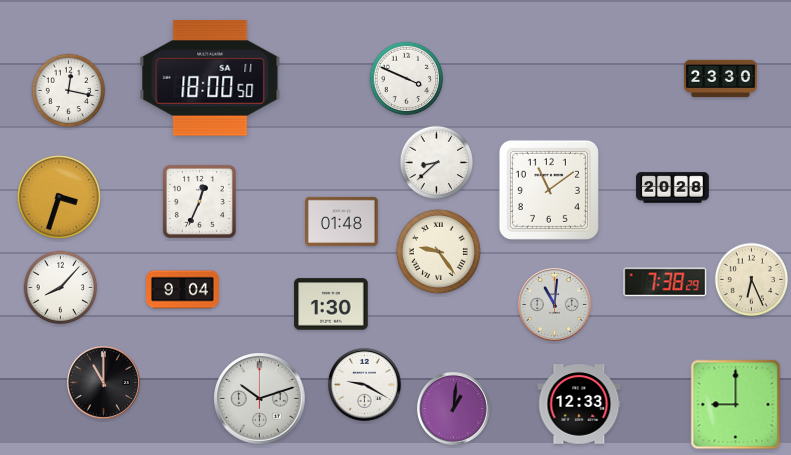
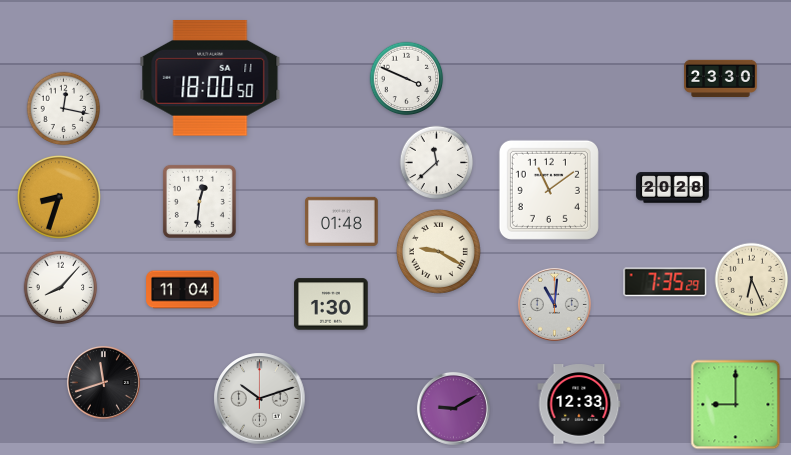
clock at (69, 91) position: (69, 91) -> (64, 109)
clock at (437, 163): 8:38 -> 11:38
clock at (59, 197): 3:33 -> 8:33
clock at (199, 201): 12:34 -> 12:31
clock at (438, 251): 9:24 -> 9:20
clock at (665, 282): 7:38 -> 7:35
clock at (183, 290): 9:04 -> 11:04
clock at (103, 382): 11:00 -> 11:42
clock at (364, 384): 9:20 -> none
clock at (453, 408): 1:01 -> 9:10
